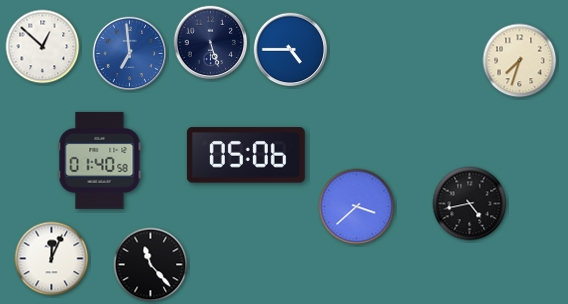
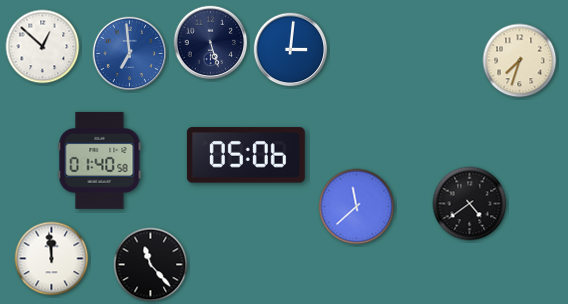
clock at (291, 50): 4:45 -> 3:01
clock at (470, 204): 4:43 -> 4:39
clock at (357, 207): 3:38 -> 11:38
clock at (52, 259): 12:04 -> 11:59
